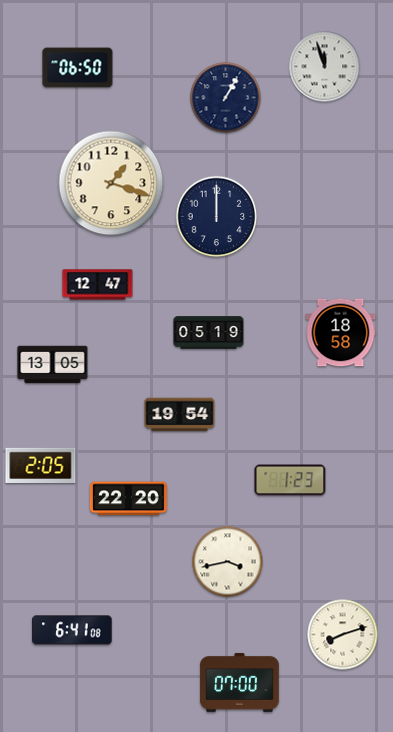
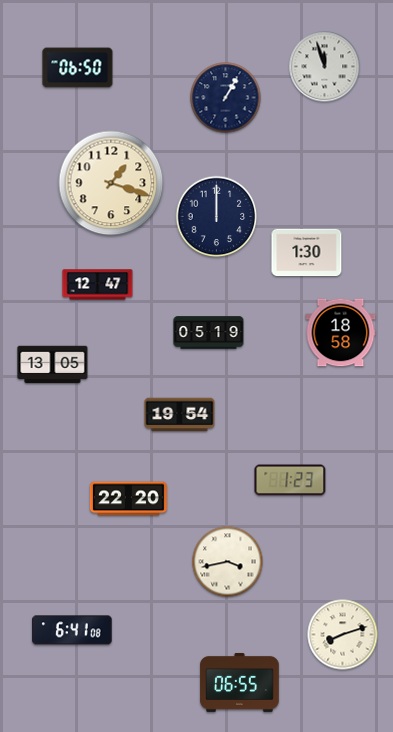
clock at (307, 253): none -> 1:30
clock at (41, 465): 2:05 -> none
clock at (240, 682): 07:00 -> 06:55
